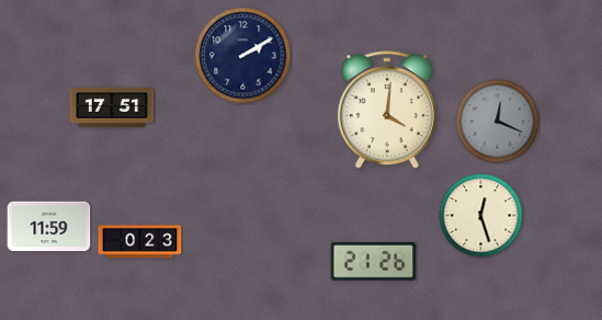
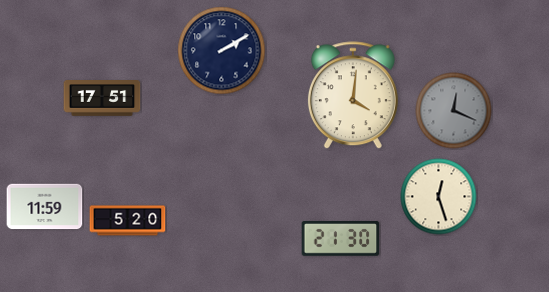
clock at (387, 111) position: (387, 111) -> (353, 96)
clock at (140, 242): 0:23 -> 5:20
clock at (374, 262): 21:26 -> 21:30
